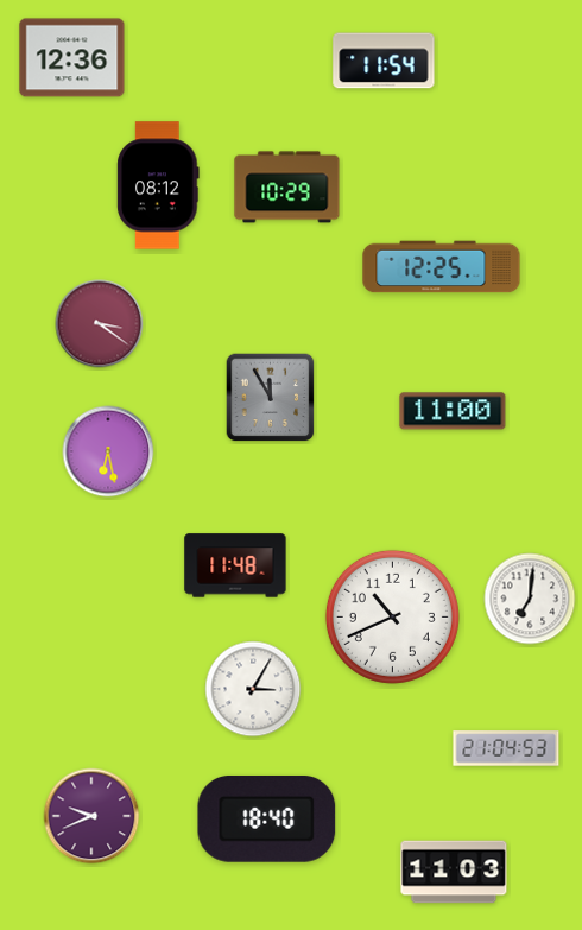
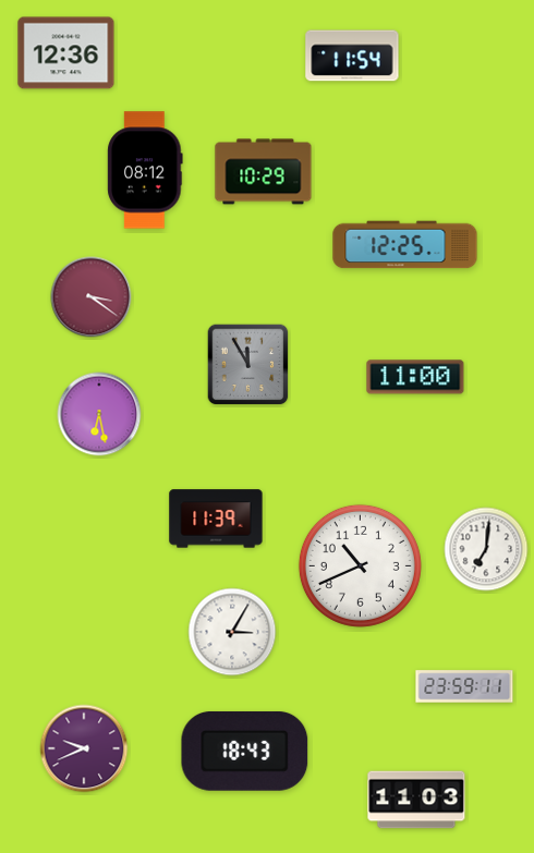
clock at (235, 565): 11:48 -> 11:39
clock at (506, 748): 21:04 -> 23:59
clock at (267, 818): 18:40 -> 18:43
